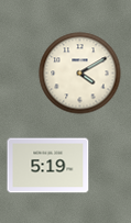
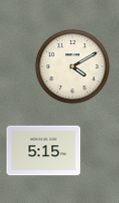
clock at (48, 166): 5:19 -> 5:15
